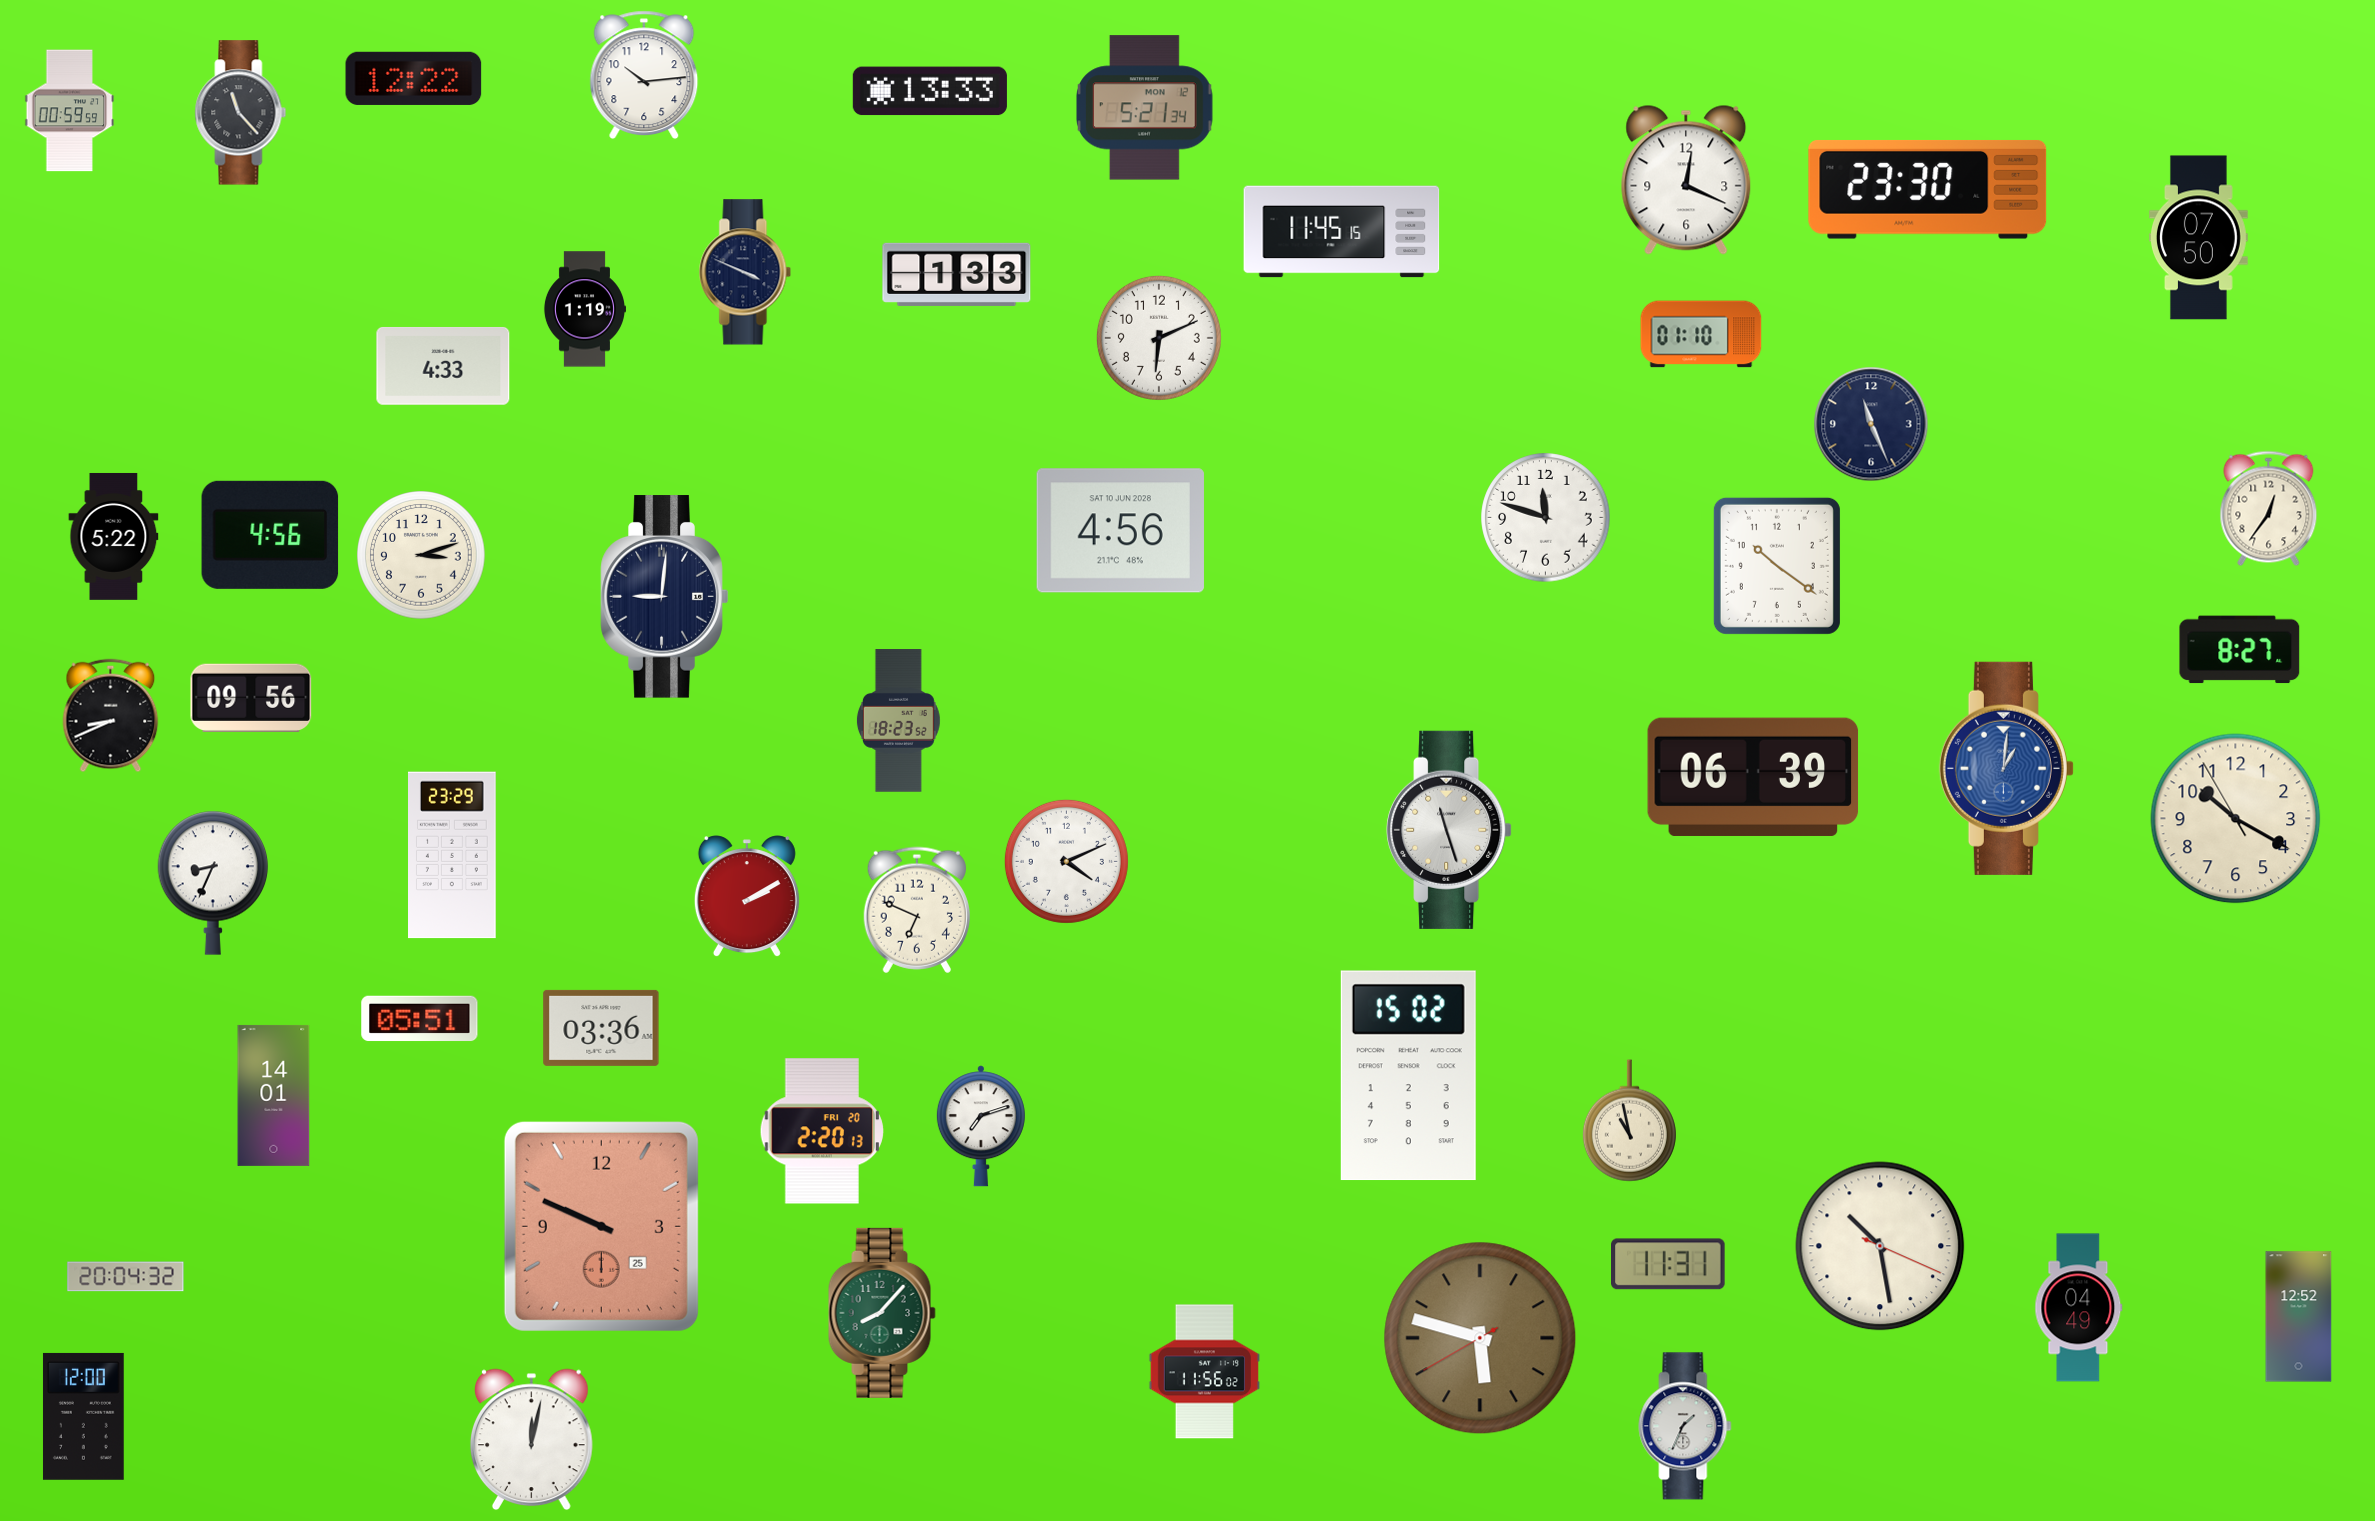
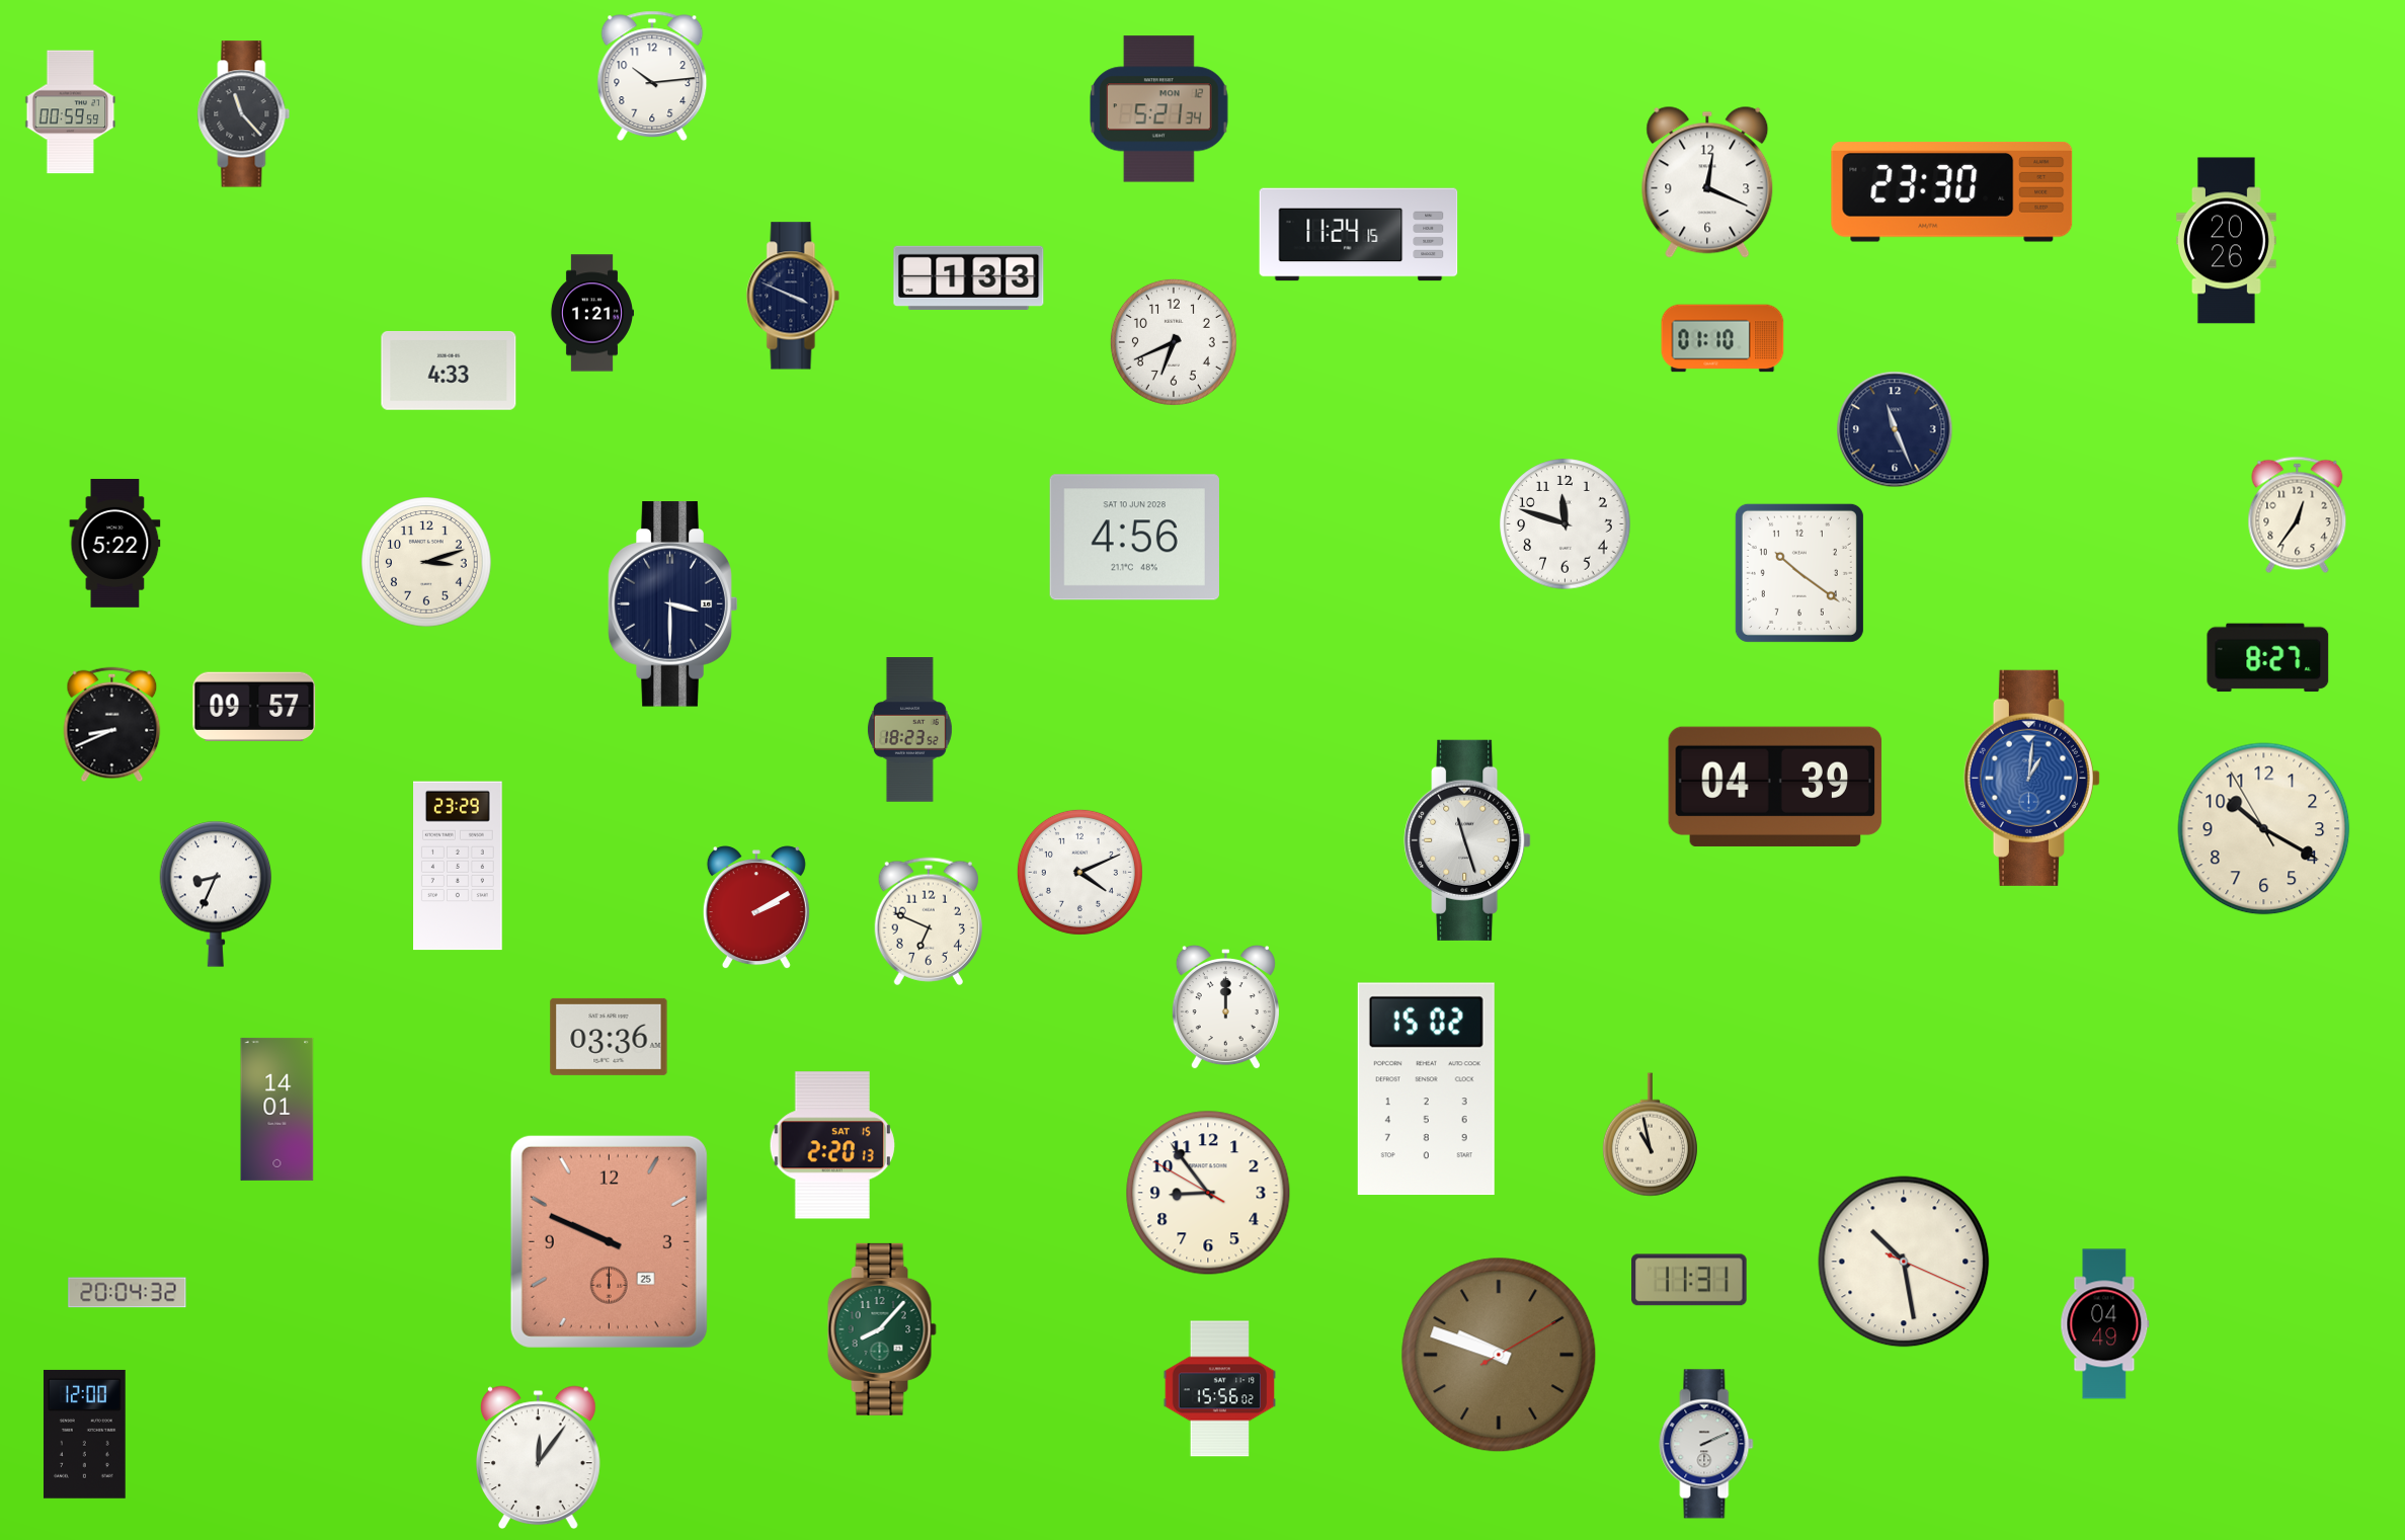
clock at (414, 78): 12:22 -> none
clock at (930, 91): 13:33 -> none
clock at (1342, 232): 11:45 -> 11:24
clock at (2199, 238): 07:50 -> 20:26
clock at (745, 272) position: (745, 272) -> (793, 296)
clock at (584, 309): 1:19 -> 1:21
clock at (1159, 338): 6:11 -> 6:41
clock at (270, 535): 4:56 -> none
clock at (665, 597): 9:01 -> 3:30
clock at (251, 698): 09:56 -> 09:57
clock at (1753, 777): 06:39 -> 04:39
clock at (1225, 1007): none -> 12:00
clock at (420, 1019): 05:51 -> none
clock at (601, 1028) position: (601, 1028) -> (609, 1037)
clock at (981, 1126): 7:12 -> none
clock at (822, 1131) date: FRI 20 -> SAT 15
clock at (1208, 1193): none -> 8:53
clock at (882, 1313) position: (882, 1313) -> (882, 1329)
clock at (2299, 1317): 12:52 -> none
clock at (1480, 1338): 5:47 -> 9:48
clock at (1204, 1372): 11:56 -> 15:56
clock at (1685, 1426): 1:34 -> 2:11
clock at (531, 1440): 12:02 -> 12:06
